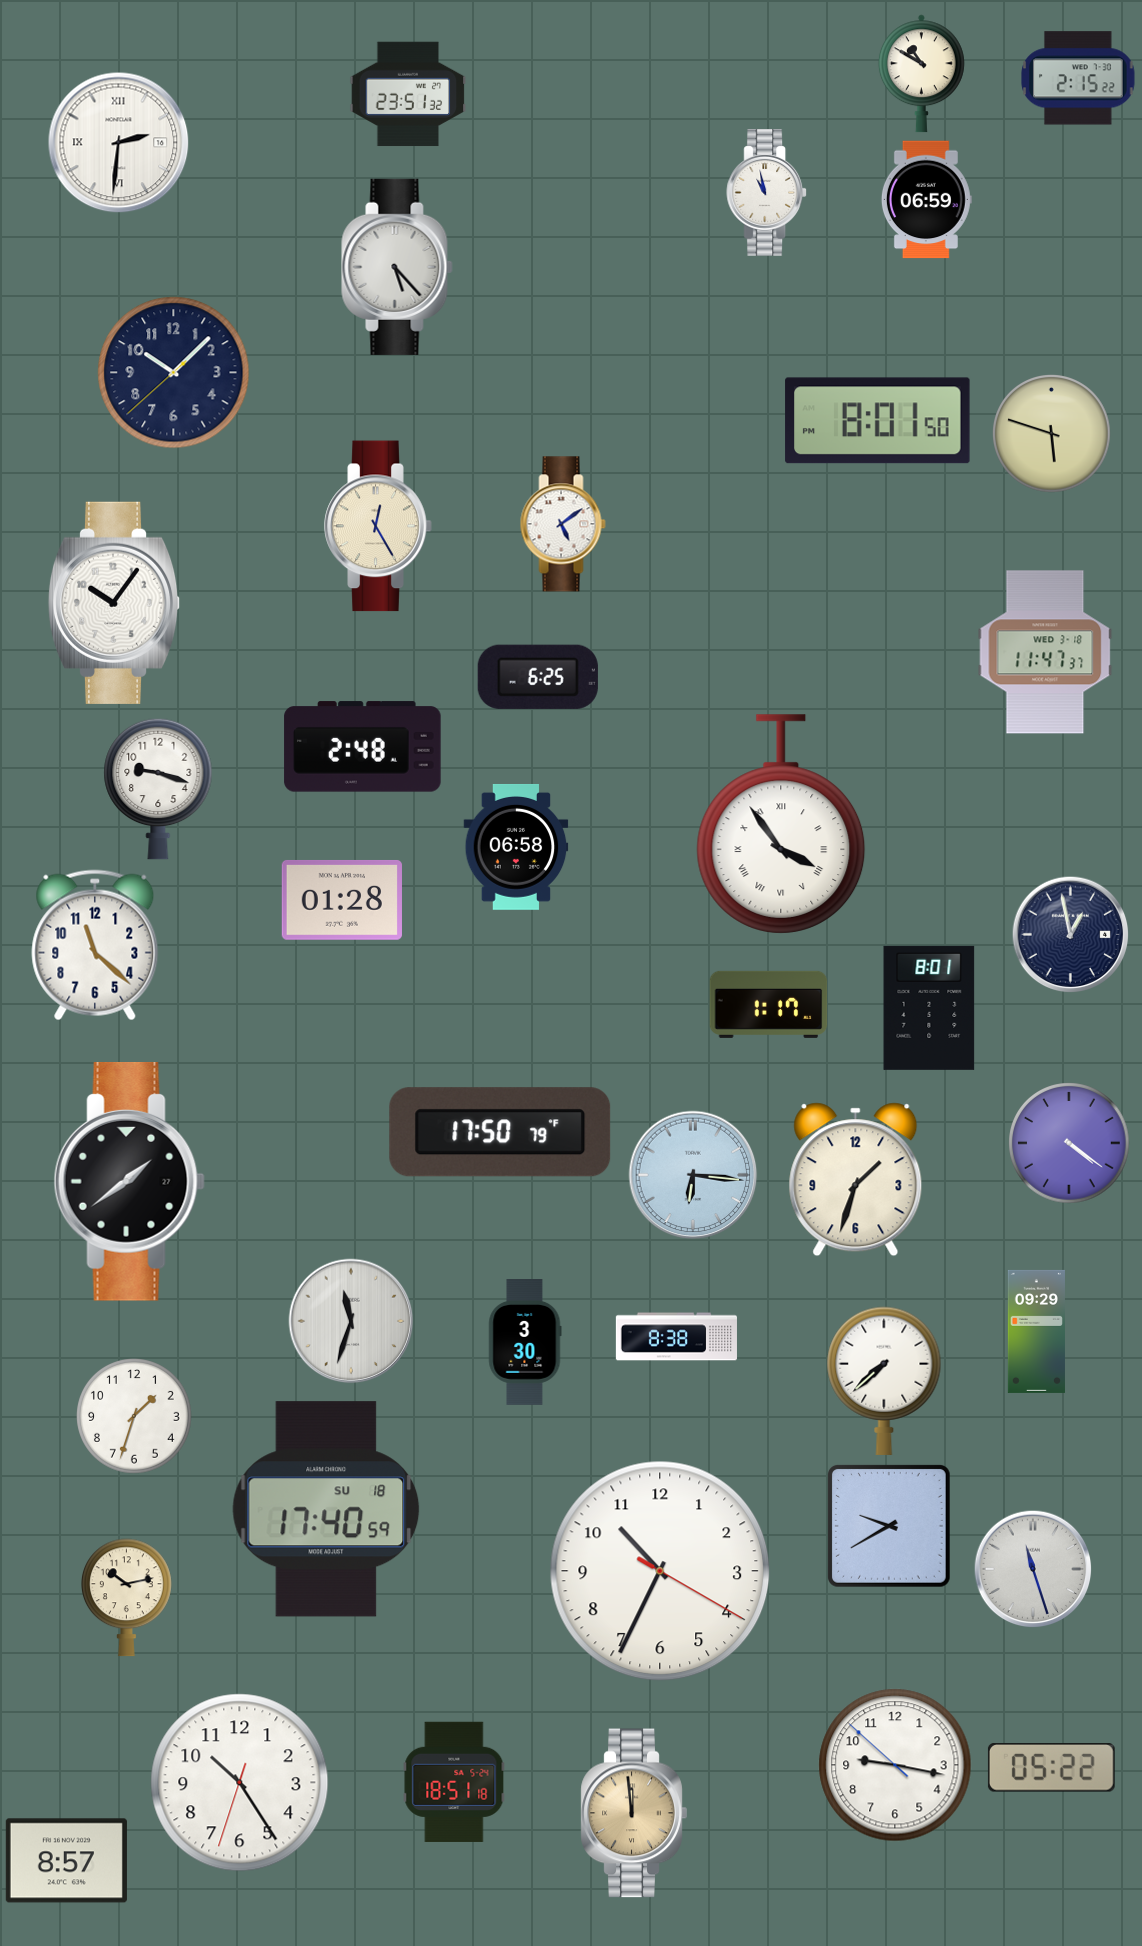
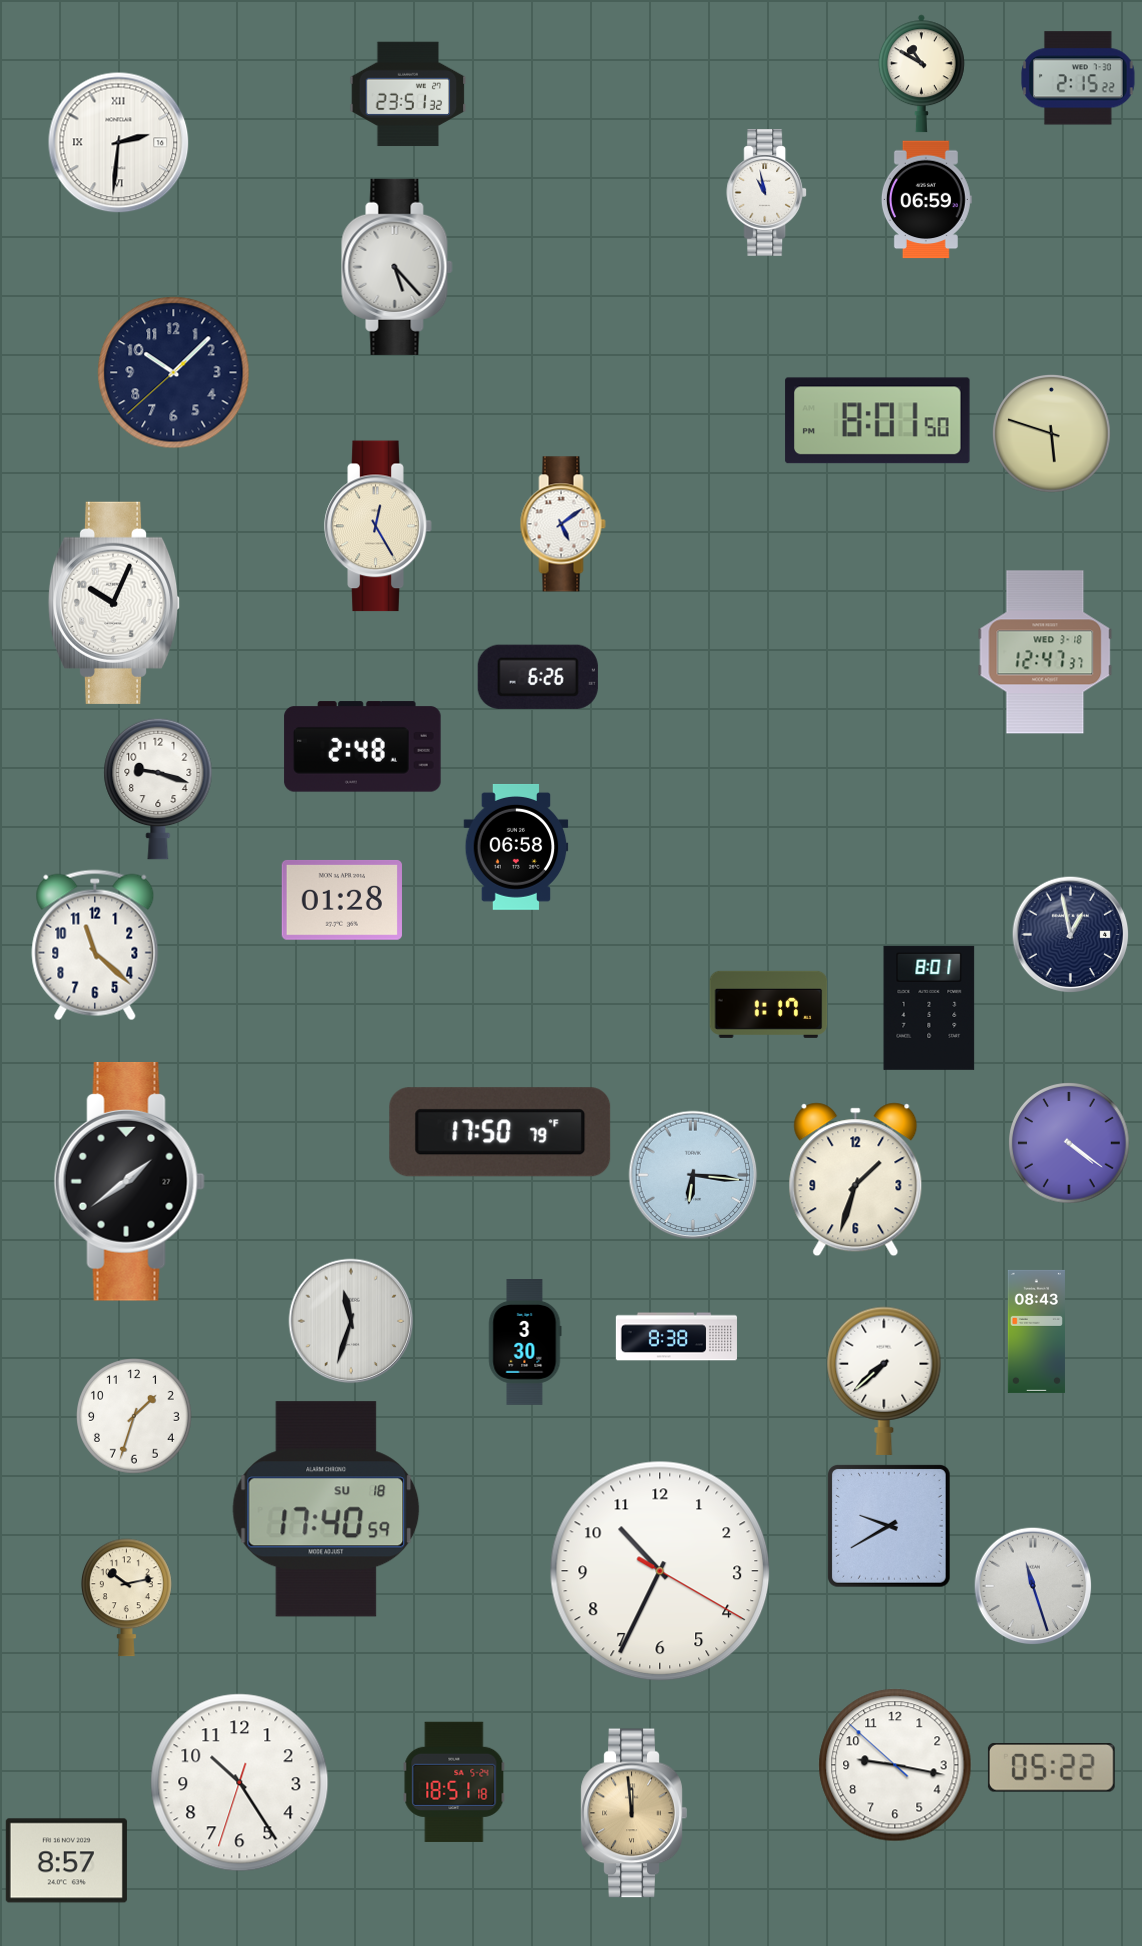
clock at (114, 603): 10:06 -> 10:04
clock at (1045, 652): 11:47 -> 12:47
clock at (538, 677): 6:25 -> 6:26
clock at (781, 824): 3:54 -> none
clock at (1036, 1331): 09:29 -> 08:43
clock at (1033, 1569) position: (1033, 1569) -> (1033, 1586)
